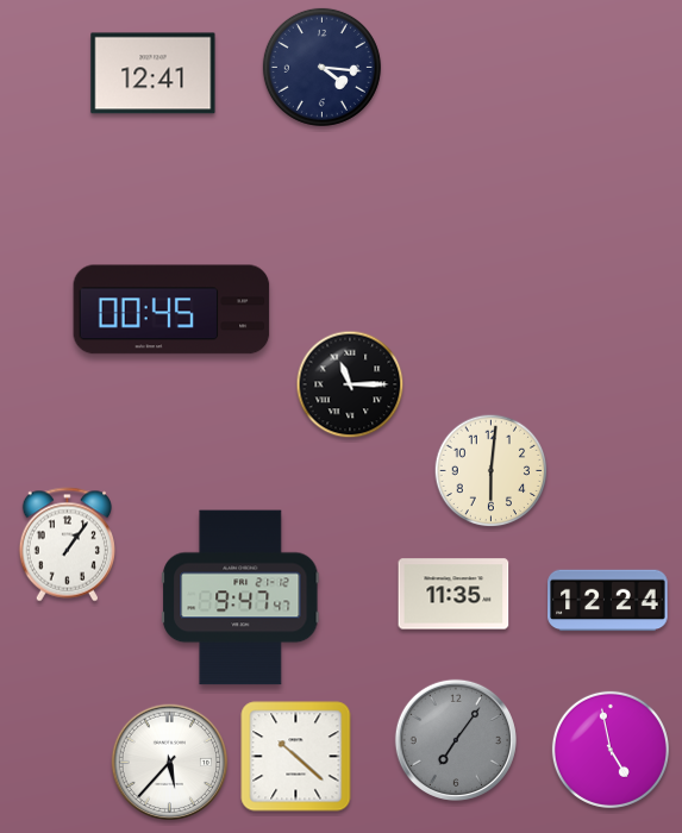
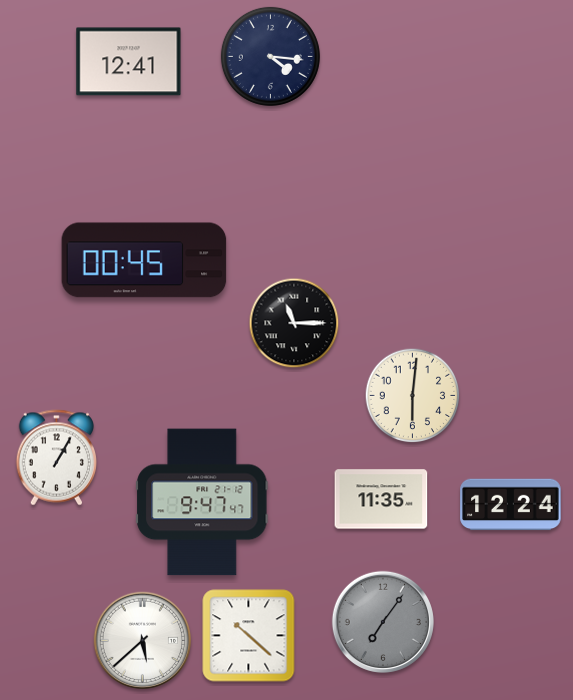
clock at (67, 545): 1:06 -> 1:05
clock at (611, 750): 4:58 -> none
clock at (170, 763): 5:37 -> 5:38
